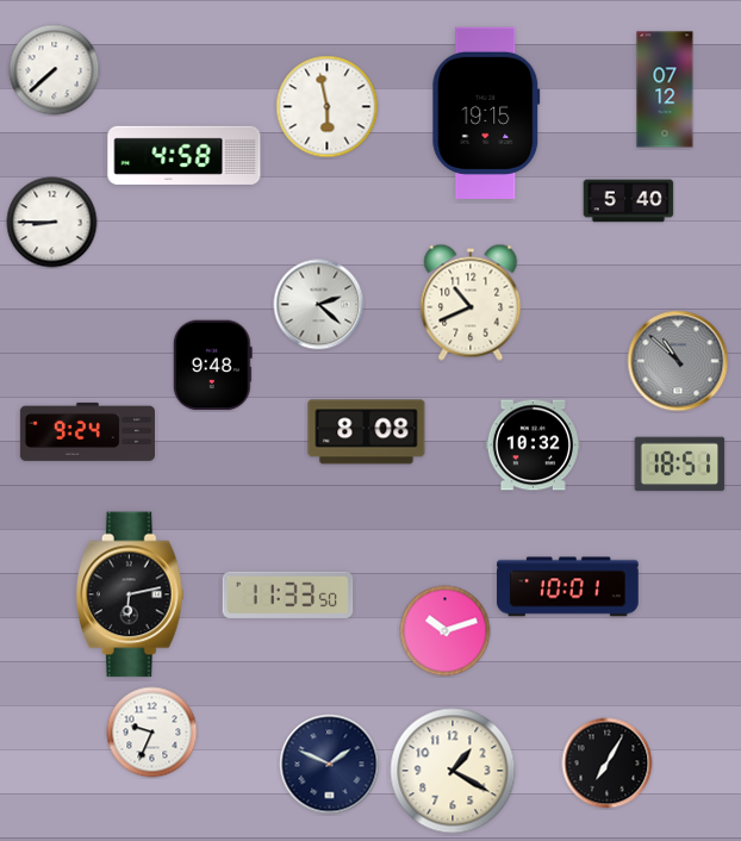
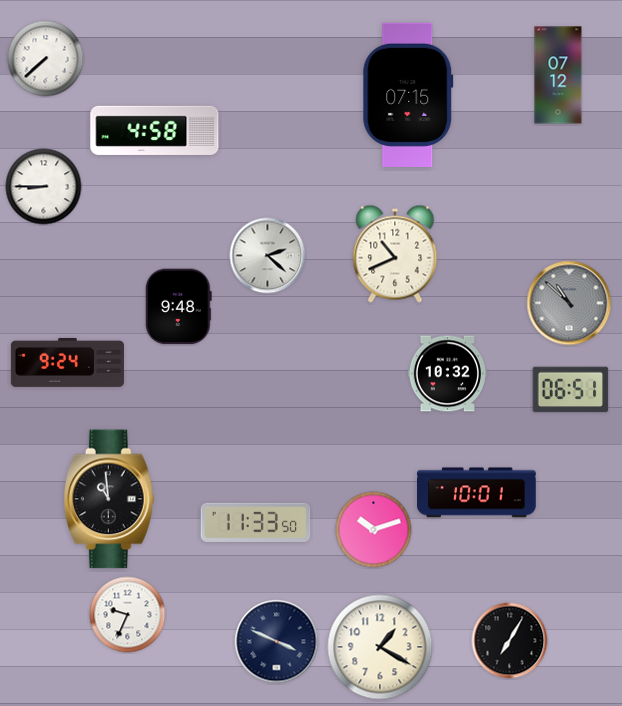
clock at (328, 107): 5:58 -> none
clock at (486, 113): 19:15 -> 07:15
clock at (629, 201): 5:40 -> none
clock at (87, 431) position: (87, 431) -> (67, 362)
clock at (367, 432): 8:08 -> none
clock at (680, 465): 18:51 -> 06:51
clock at (130, 594): 6:13 -> 10:59
clock at (288, 594) position: (288, 594) -> (256, 522)
clock at (330, 765): 1:49 -> 3:49
